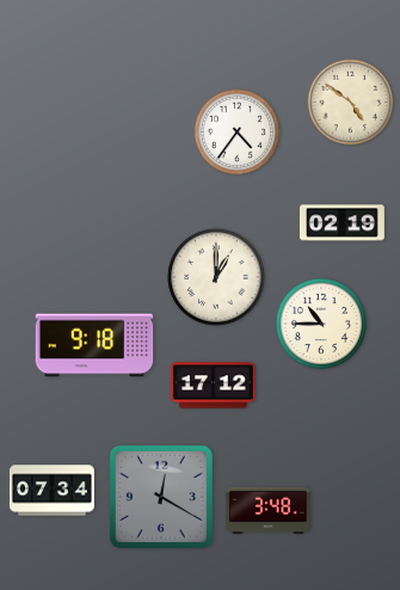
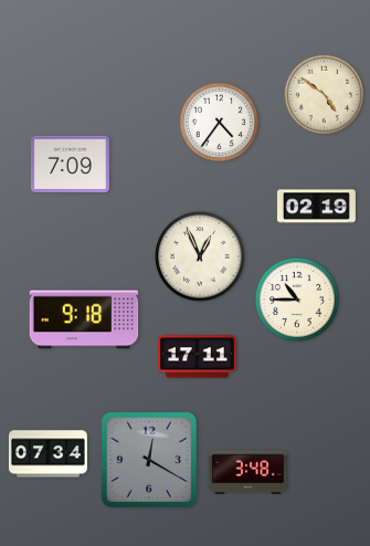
clock at (70, 165): none -> 7:09
clock at (216, 277): 1:00 -> 12:56
clock at (94, 345) position: (94, 345) -> (84, 319)
clock at (213, 386): 17:12 -> 17:11
